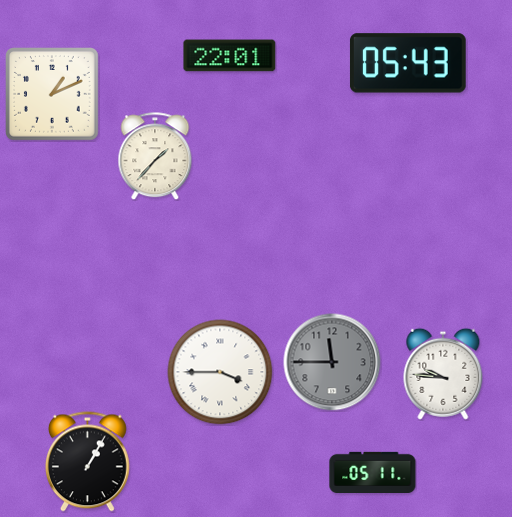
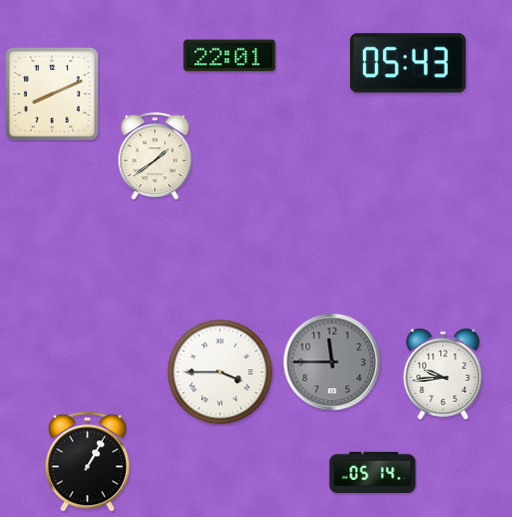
clock at (53, 95): 1:11 -> 8:11
clock at (155, 156): 1:37 -> 1:39
clock at (443, 374): 9:46 -> 9:44
clock at (373, 472): 05:11 -> 05:14
